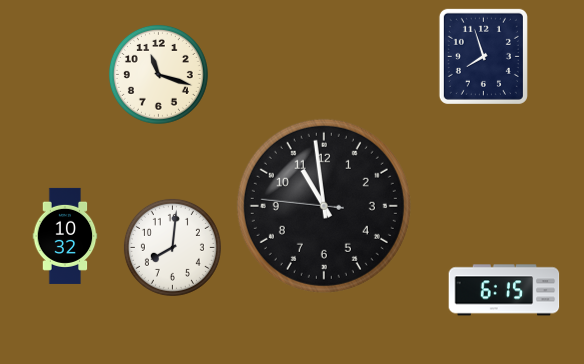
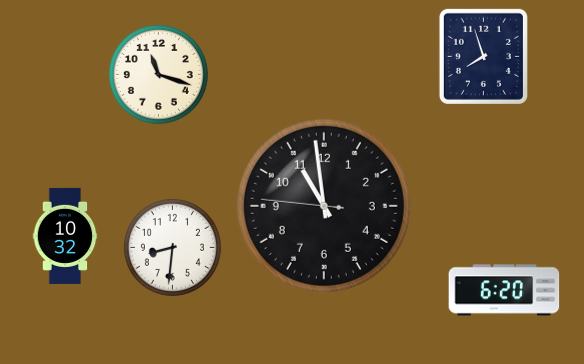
clock at (172, 247): 8:01 -> 8:31
clock at (504, 290): 6:15 -> 6:20
